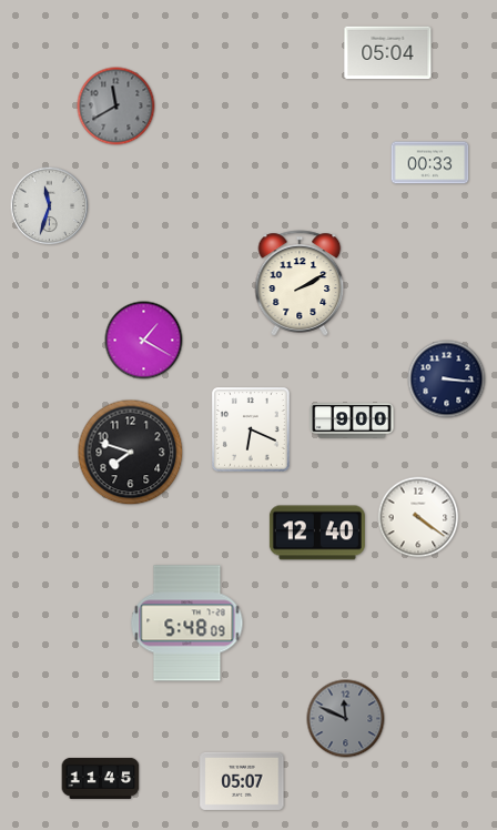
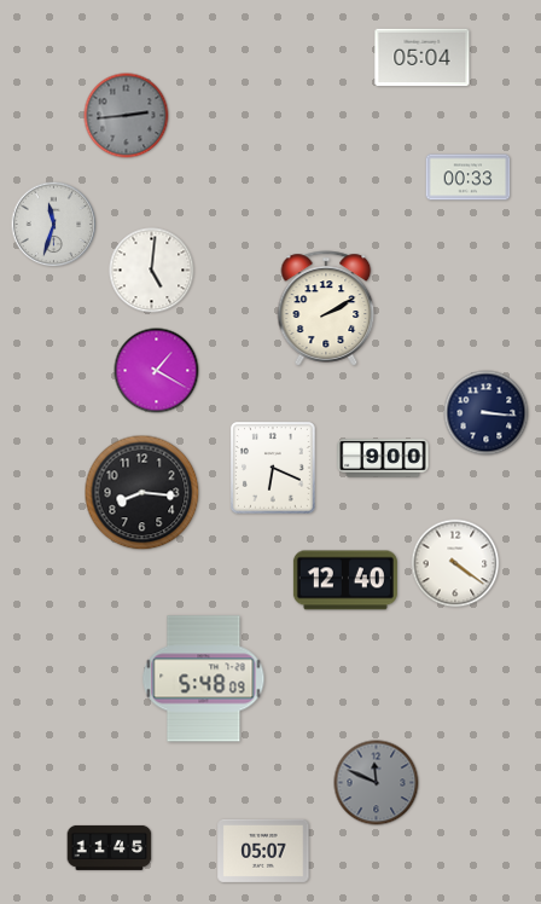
clock at (116, 107): 11:40 -> 2:44
clock at (152, 271): none -> 5:01
clock at (131, 453): 7:48 -> 8:16
